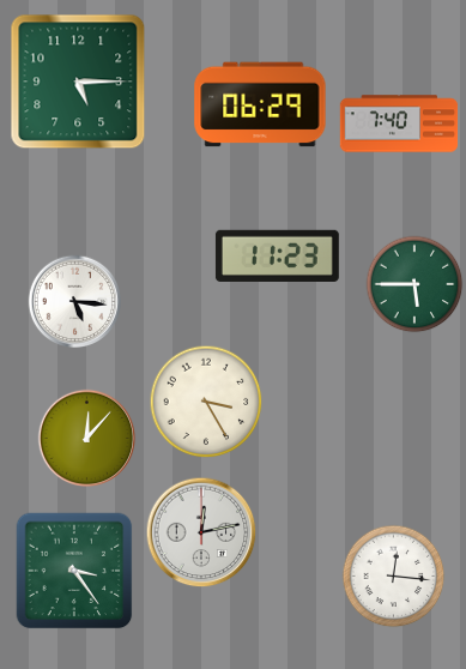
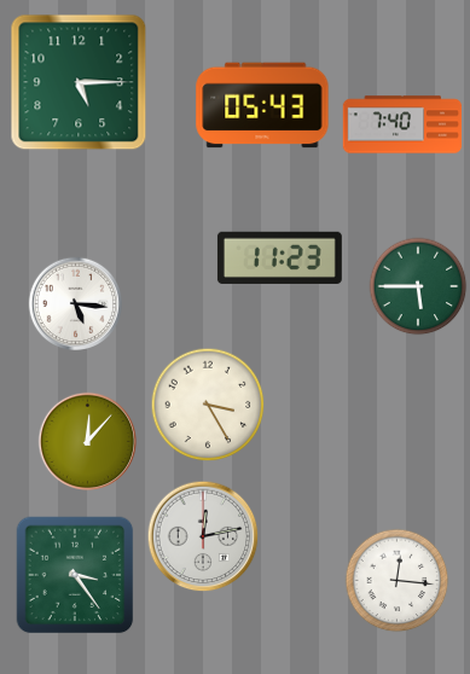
clock at (260, 104): 06:29 -> 05:43
